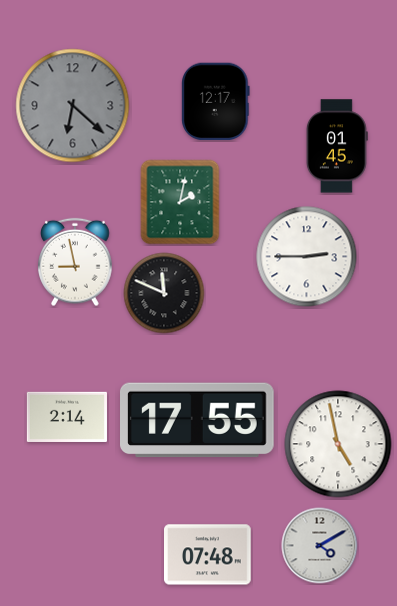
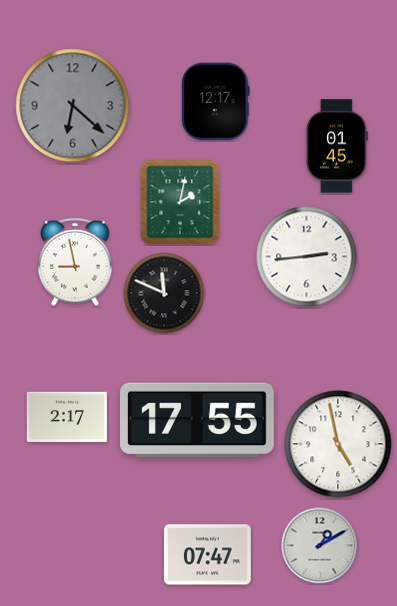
clock at (307, 257): 2:45 -> 2:44
clock at (67, 417): 2:14 -> 2:17
clock at (320, 546): 4:10 -> 1:10
clock at (208, 555): 07:48 -> 07:47
